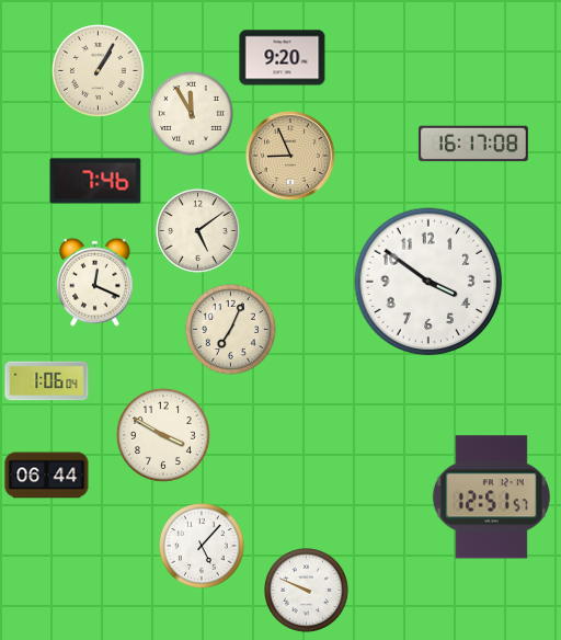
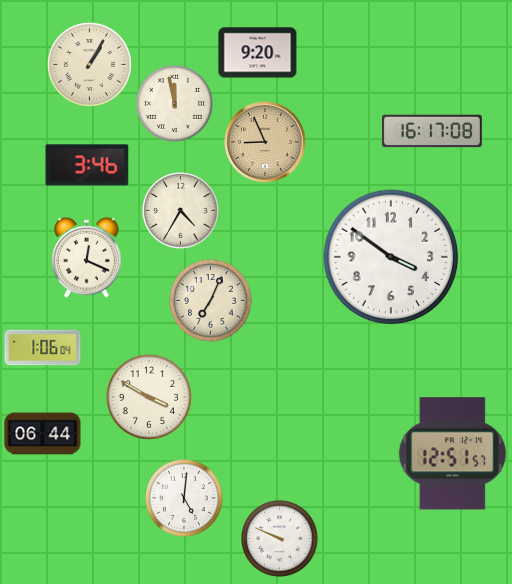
clock at (192, 114): 11:55 -> 11:58
clock at (95, 181): 7:46 -> 3:46
clock at (198, 231): 5:09 -> 4:35
clock at (491, 498) position: (491, 498) -> (452, 454)
clock at (203, 547): 5:07 -> 5:01
